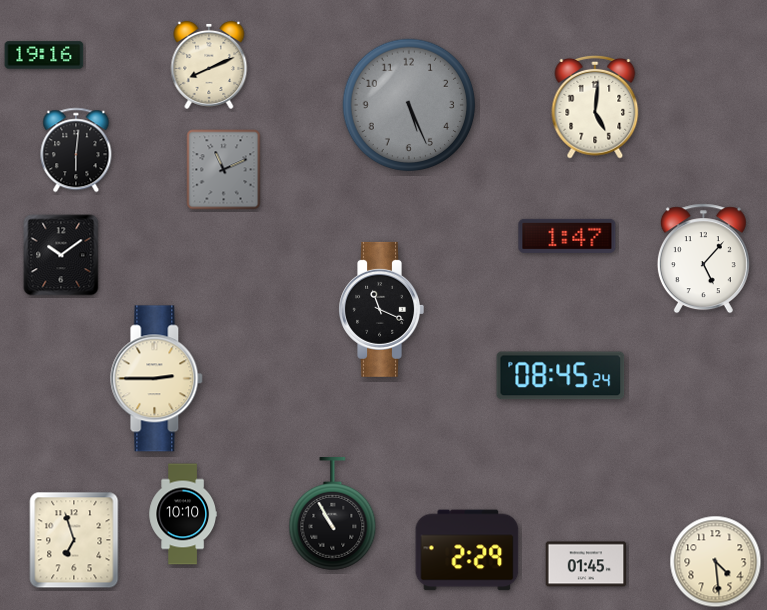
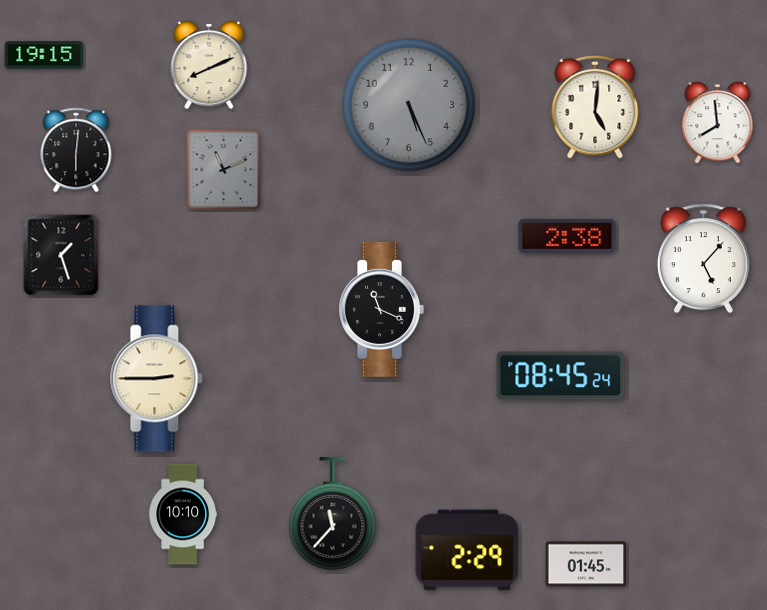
clock at (44, 55): 19:16 -> 19:15
clock at (718, 123): none -> 7:59
clock at (567, 236): 1:47 -> 2:38
clock at (61, 255): 10:09 -> 1:27
clock at (333, 514): 10:55 -> 11:37
clock at (74, 540): 6:57 -> none
clock at (716, 562): 4:29 -> none
